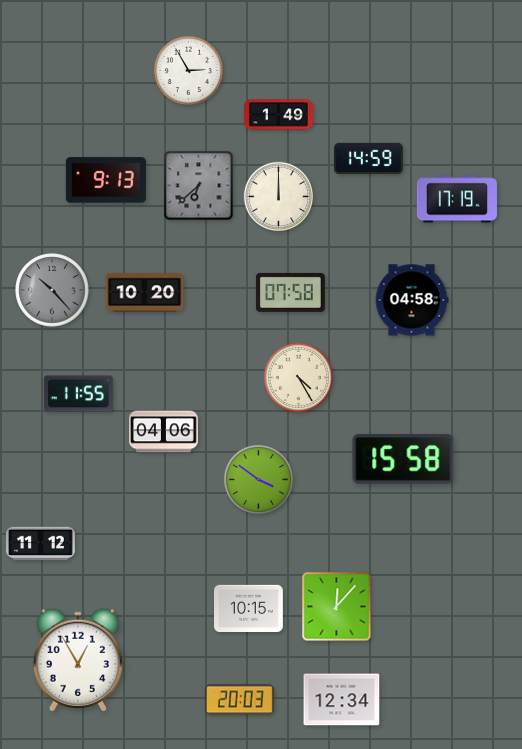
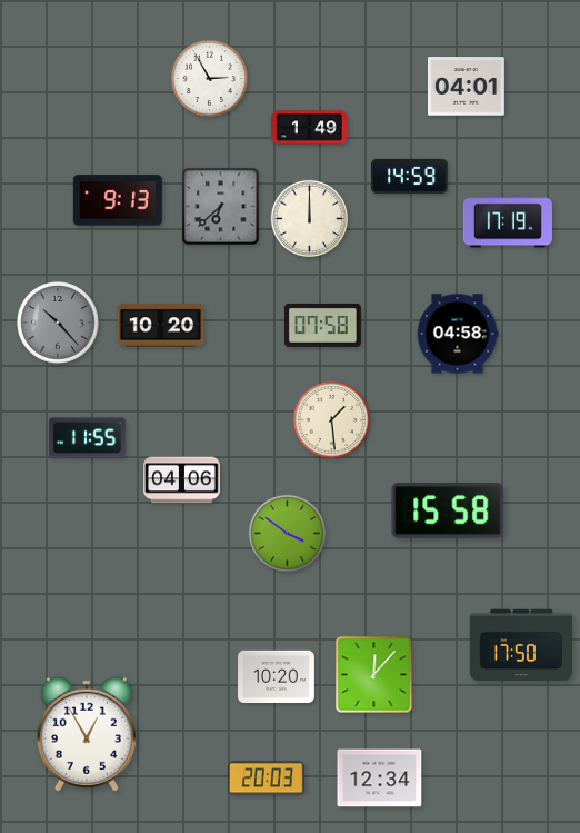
clock at (466, 87): none -> 04:01
clock at (298, 377): 4:25 -> 1:29
clock at (41, 544): 11:12 -> none
clock at (521, 645): none -> 17:50
clock at (249, 608): 10:15 -> 10:20
